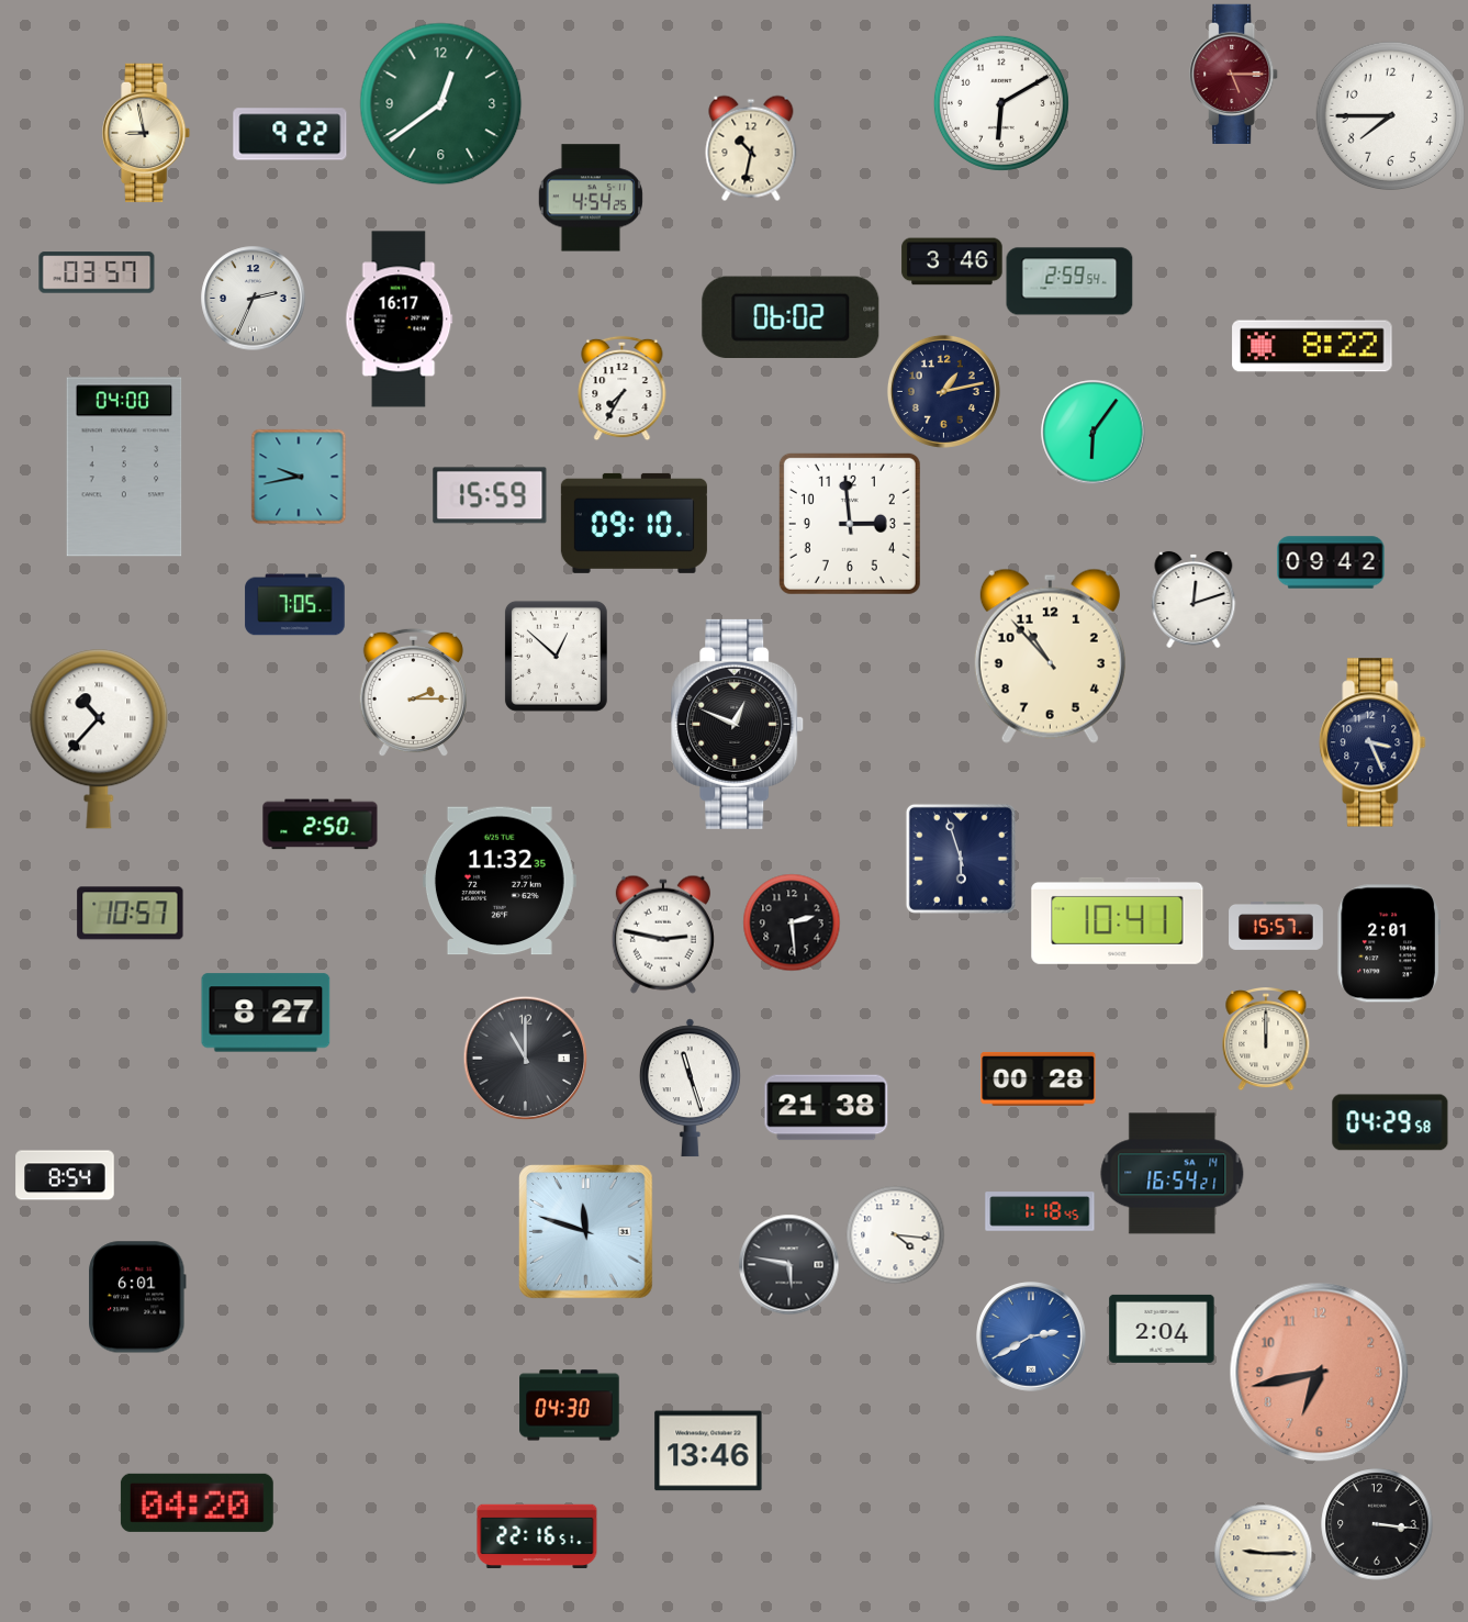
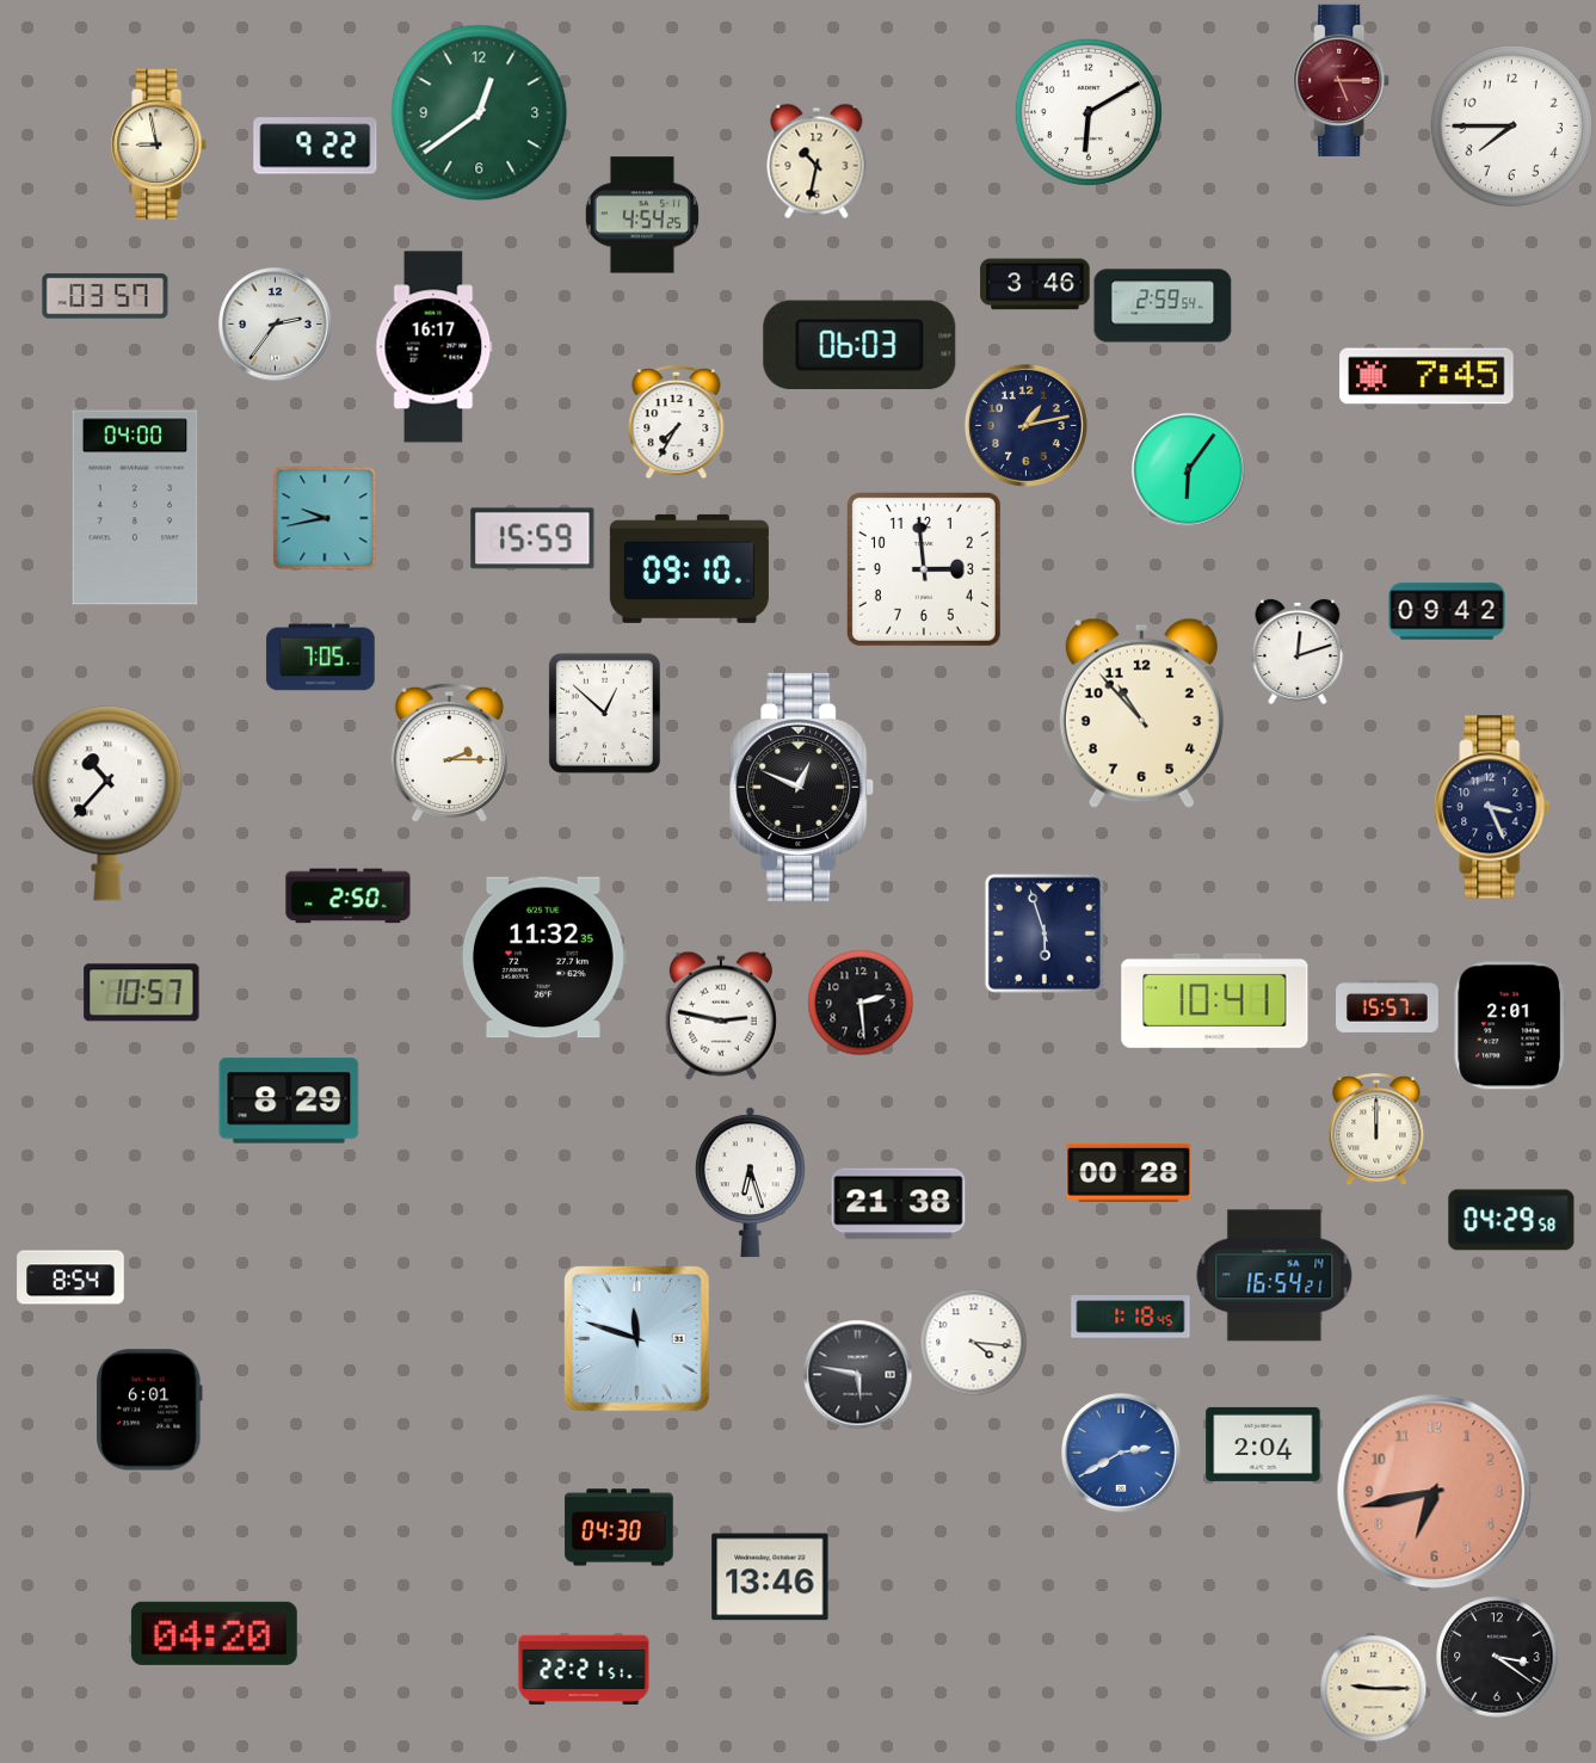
clock at (254, 299): 2:34 -> 2:36
clock at (791, 316): 06:02 -> 06:03
clock at (1312, 346): 8:22 -> 7:45
clock at (266, 1013): 8:27 -> 8:29
clock at (525, 1058): 11:00 -> none
clock at (690, 1088): 11:27 -> 6:27
clock at (1377, 1524): 3:16 -> 3:21
clock at (537, 1536): 22:16 -> 22:21
